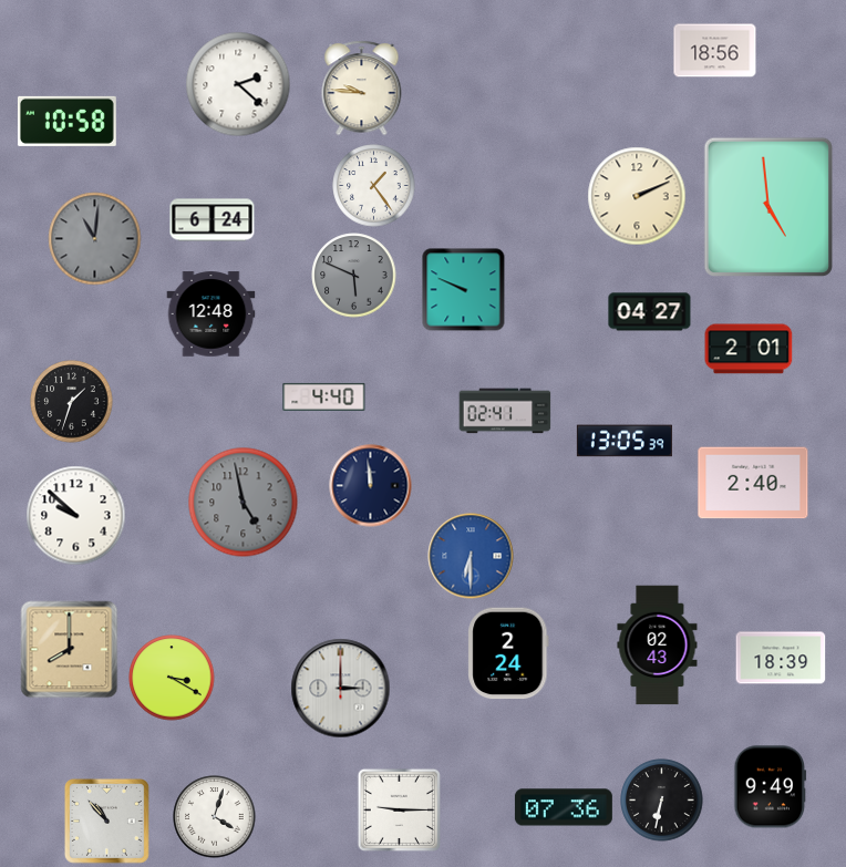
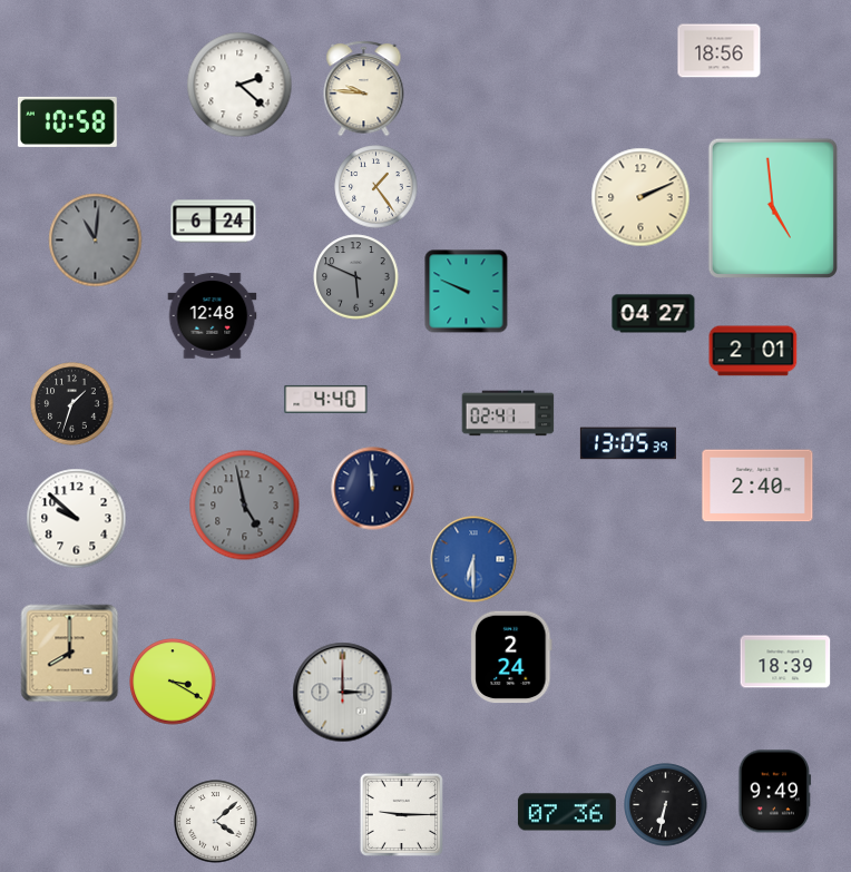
clock at (658, 646): 02:43 -> none
clock at (215, 817): 4:03 -> 4:08
clock at (106, 820): 10:53 -> none
